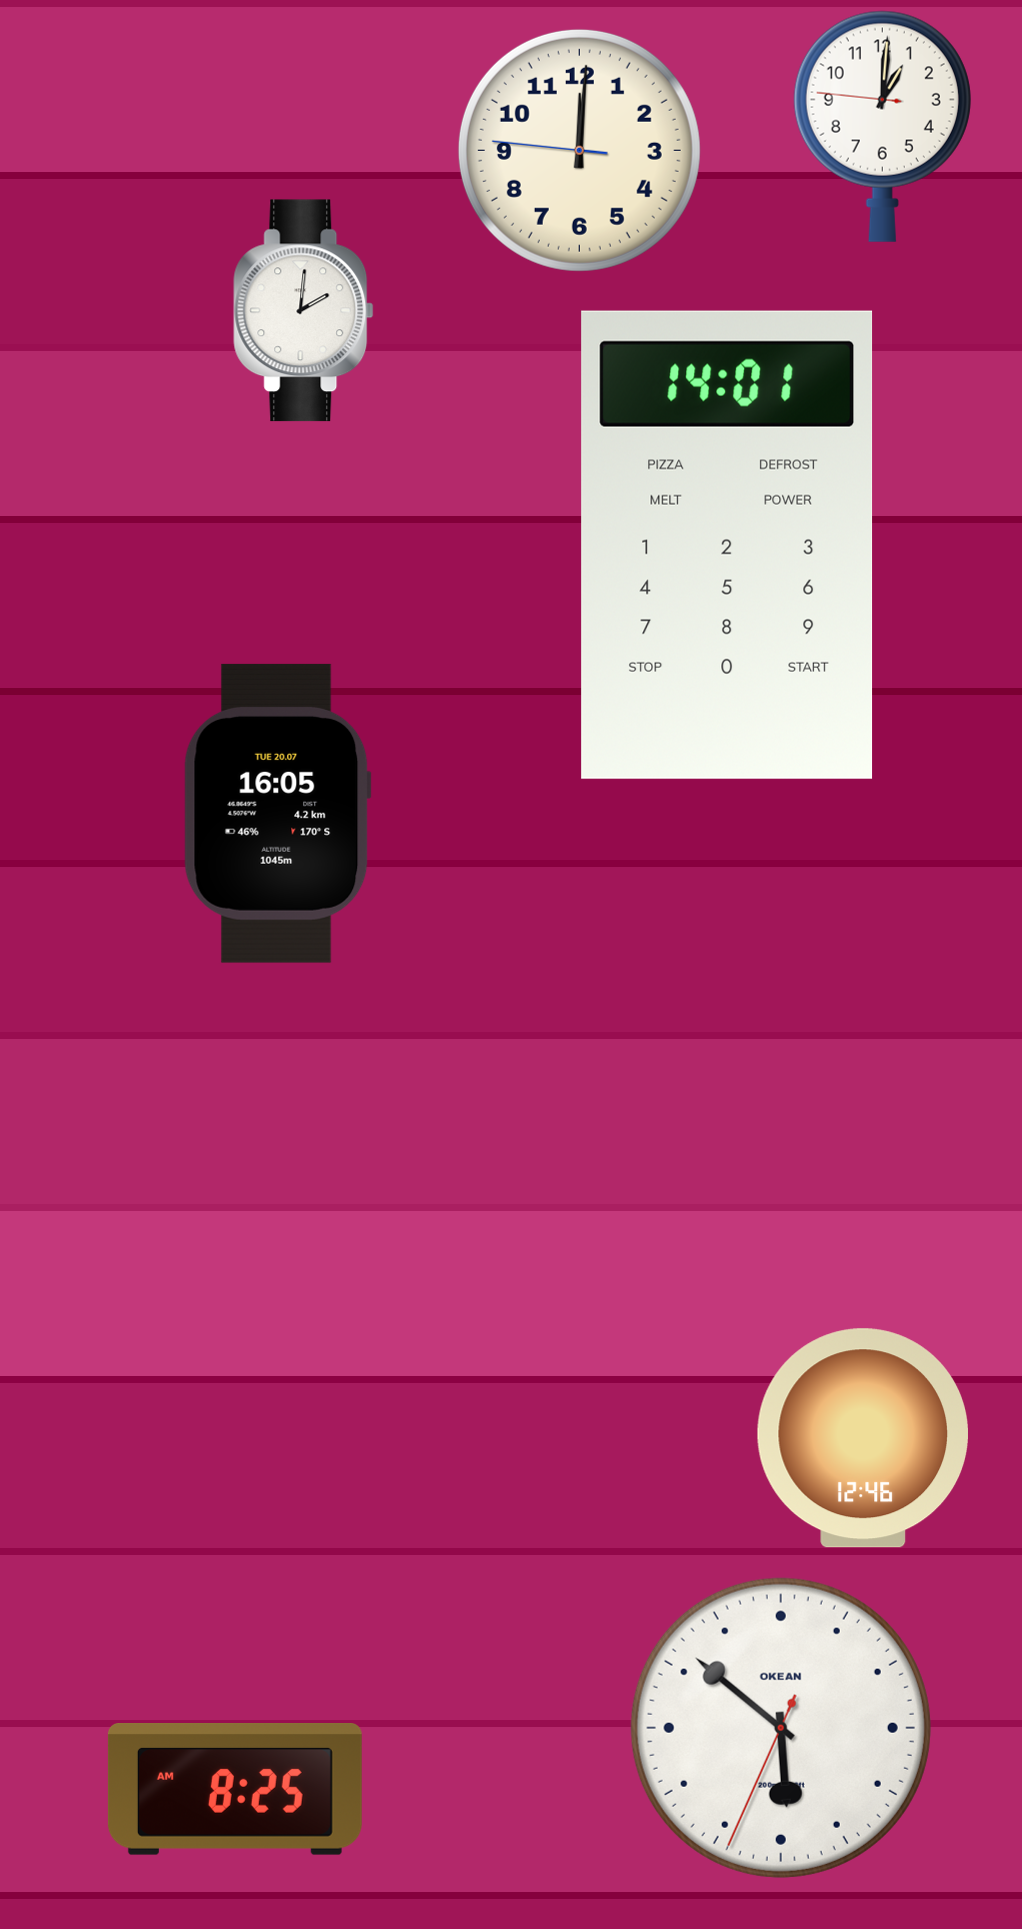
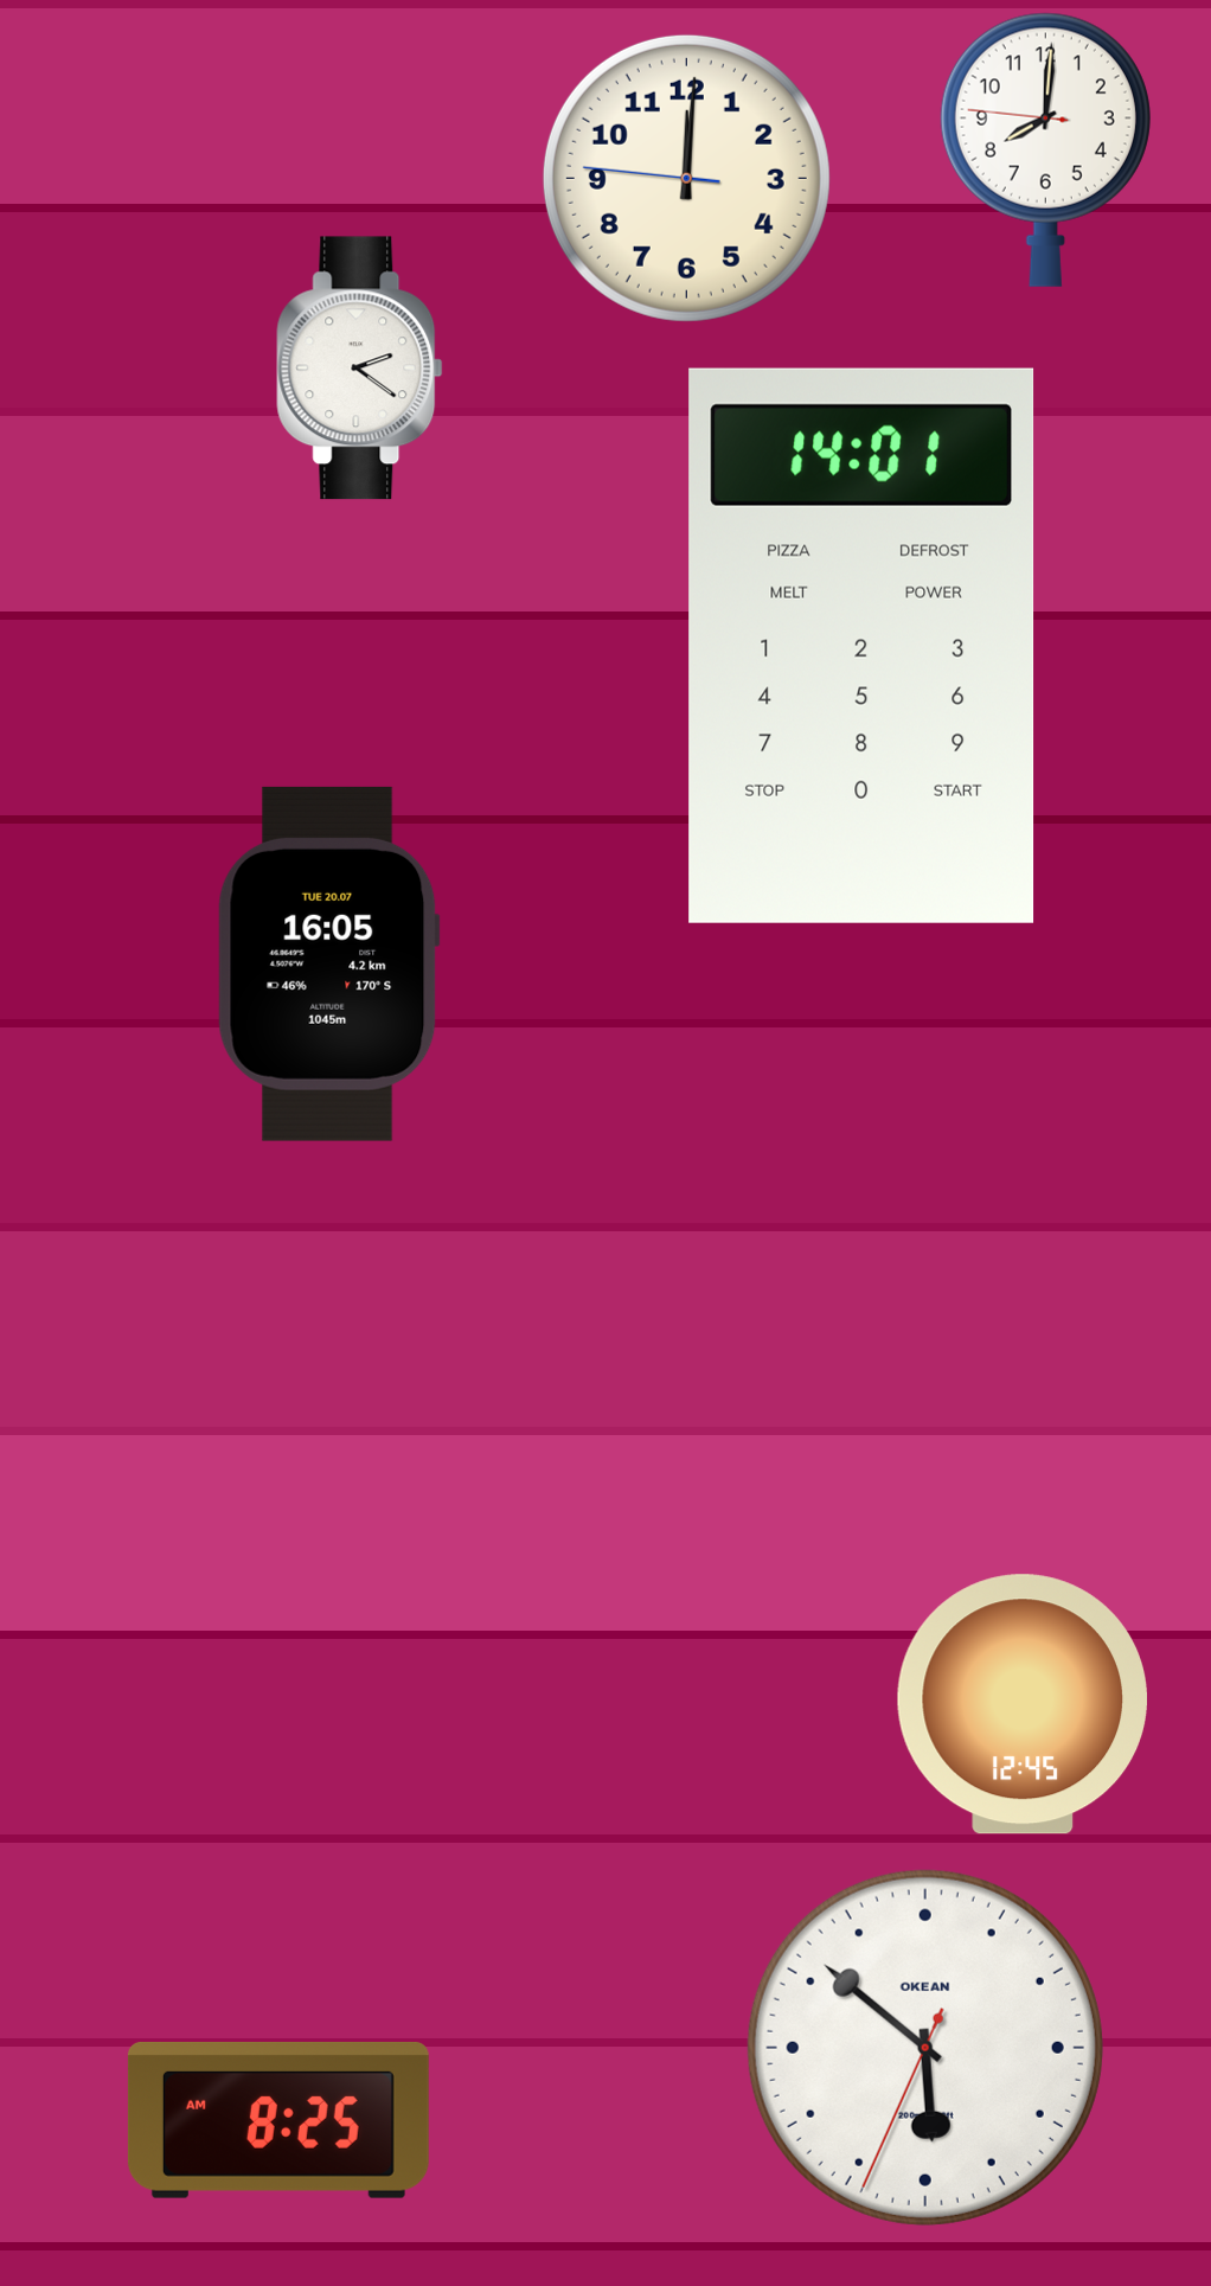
clock at (882, 126): 1:00 -> 8:00
clock at (304, 311): 2:01 -> 2:21
clock at (863, 1438): 12:46 -> 12:45
